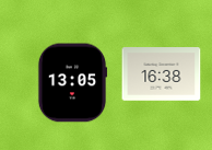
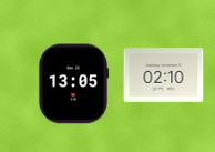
clock at (162, 74): 16:38 -> 02:10
